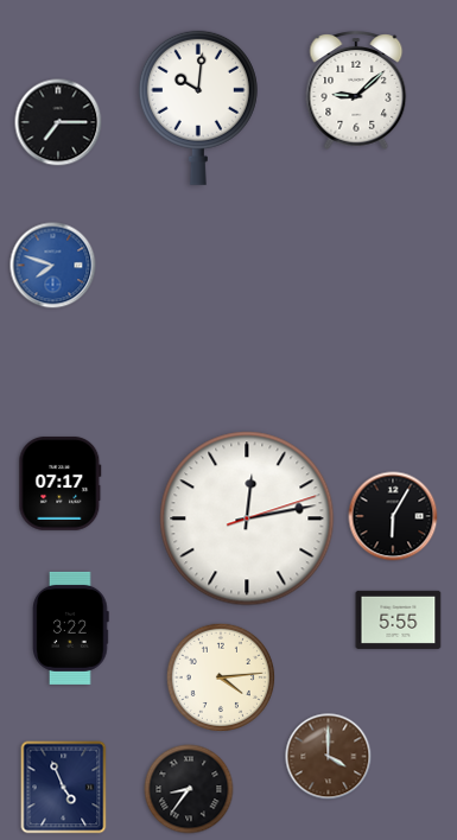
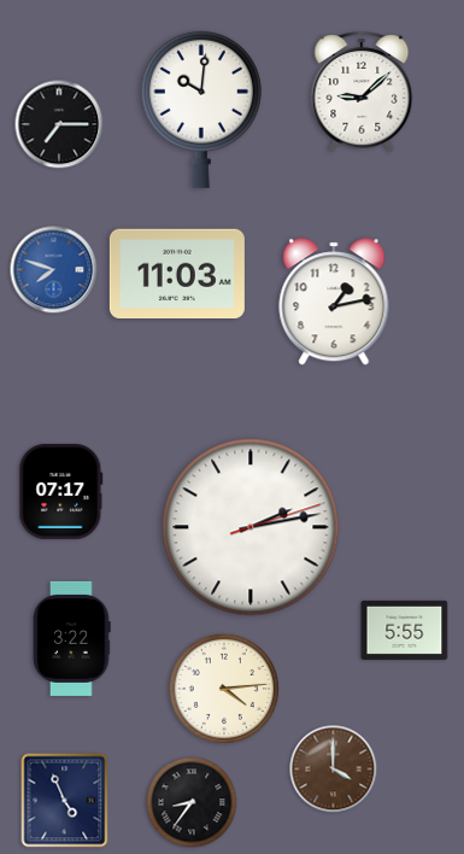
clock at (177, 274): none -> 11:03
clock at (334, 302): none -> 1:13
clock at (393, 516): 6:05 -> none
clock at (247, 518): 12:13 -> 2:13
